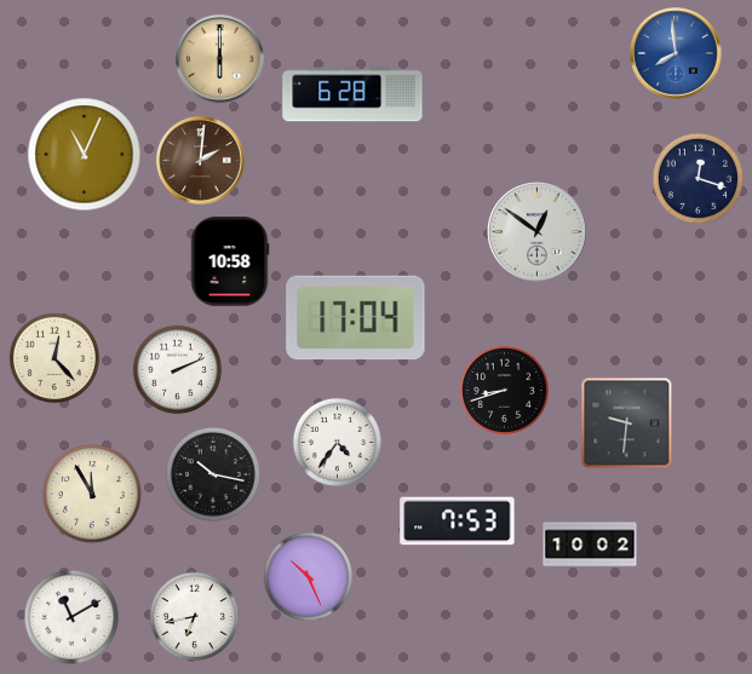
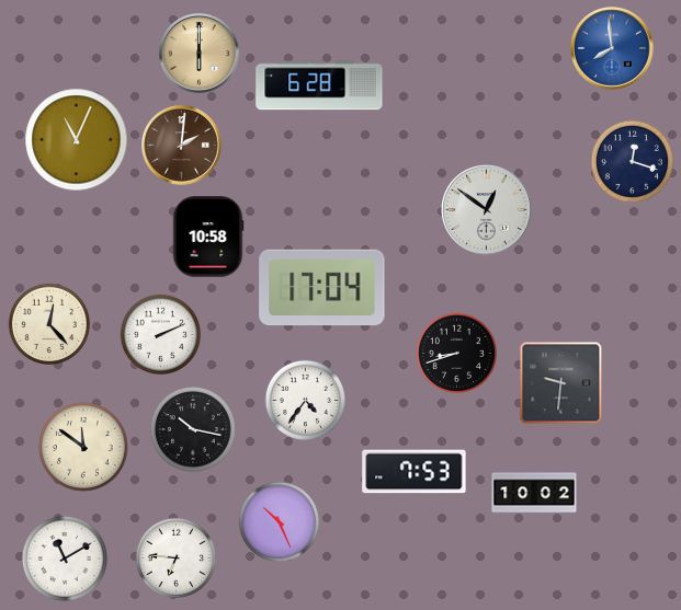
clock at (627, 424) position: (627, 424) -> (561, 383)
clock at (92, 494): 11:55 -> 11:51
clock at (194, 616): 6:43 -> 6:46
